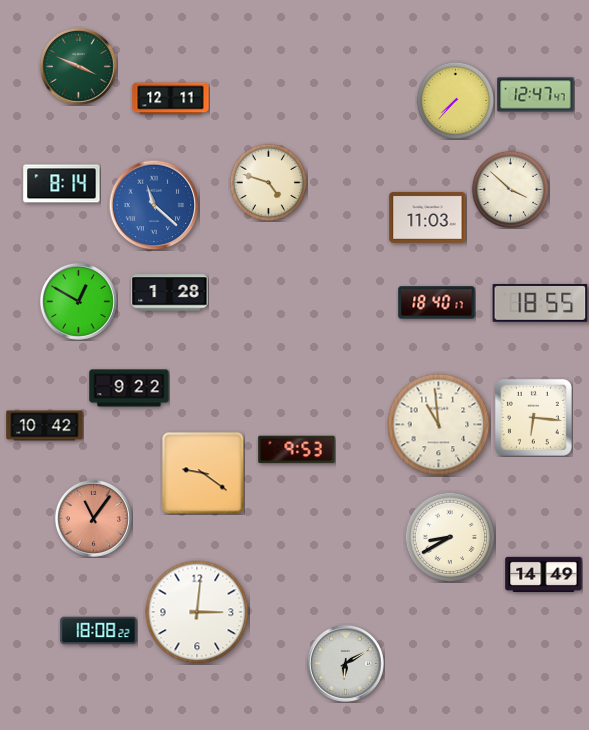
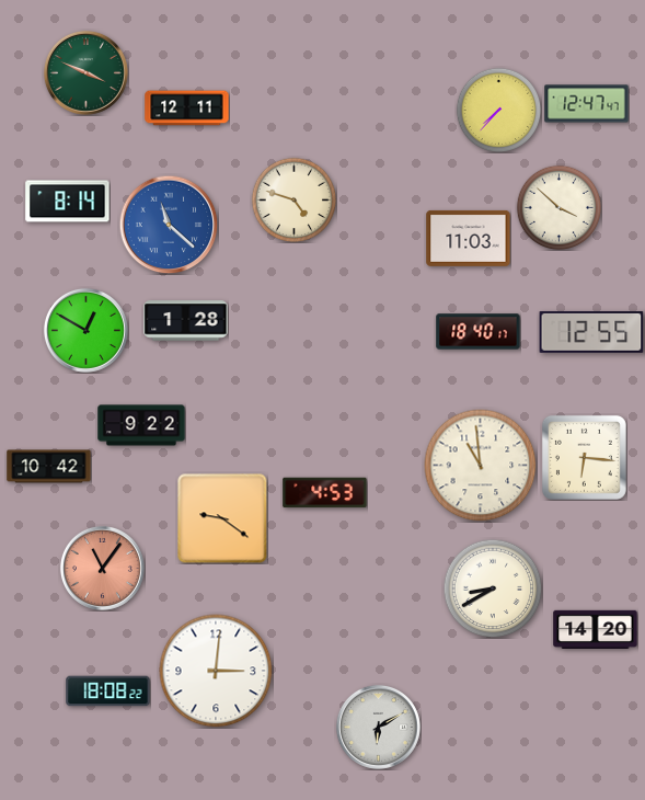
clock at (540, 303): 18:55 -> 12:55
clock at (297, 450): 9:53 -> 4:53
clock at (544, 574): 14:49 -> 14:20
